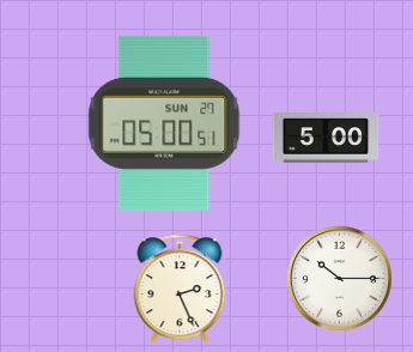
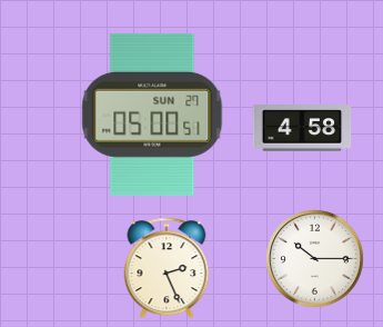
clock at (326, 138): 5:00 -> 4:58
